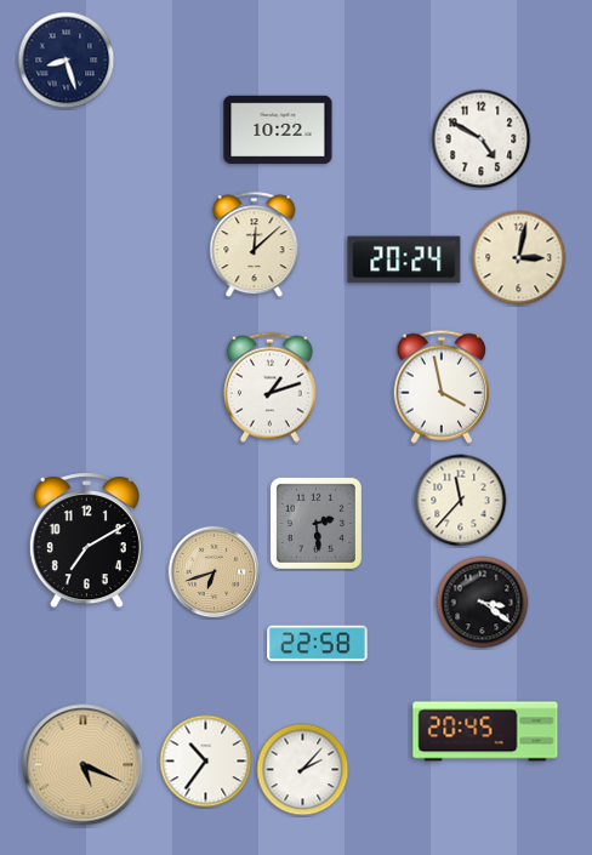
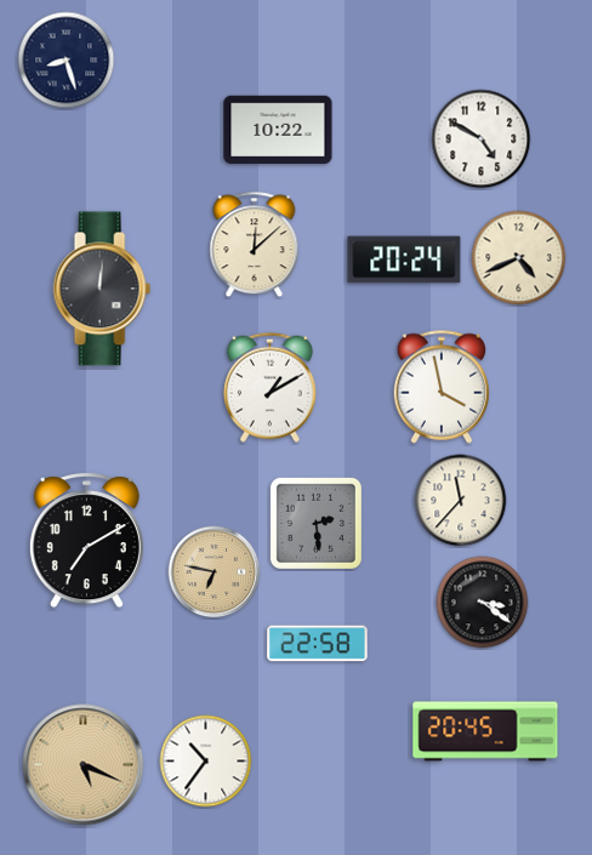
clock at (519, 258): 3:02 -> 4:41
clock at (102, 289): none -> 12:01
clock at (269, 387): 1:12 -> 1:10
clock at (215, 572): 6:42 -> 6:47
clock at (303, 770): 2:07 -> none
